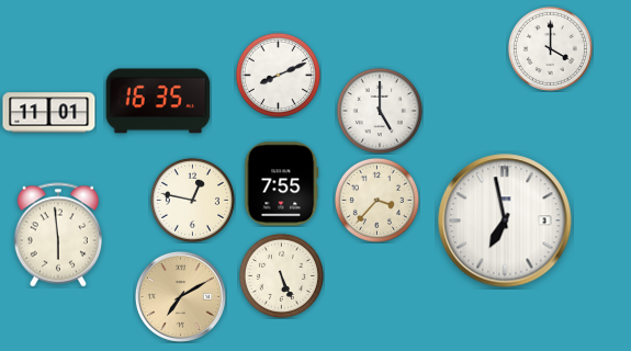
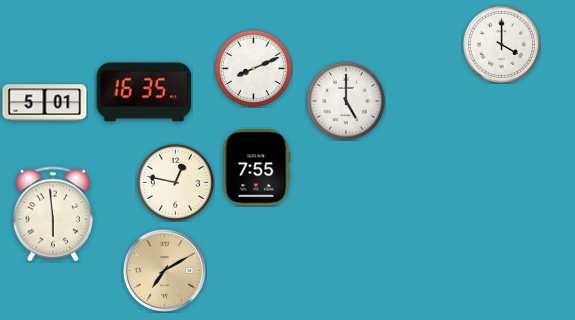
clock at (49, 113): 11:01 -> 5:01
clock at (376, 200): 3:37 -> none
clock at (505, 220): 6:58 -> none
clock at (281, 275): 5:26 -> none
